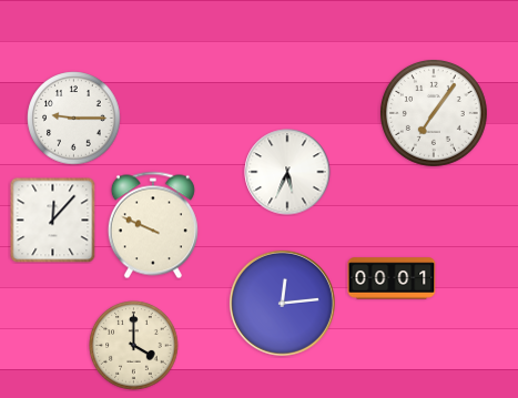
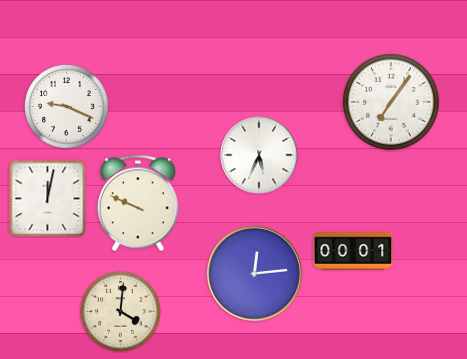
clock at (74, 119): 9:15 -> 9:19
clock at (52, 220): 12:07 -> 12:02
clock at (134, 346): 4:00 -> 4:01
